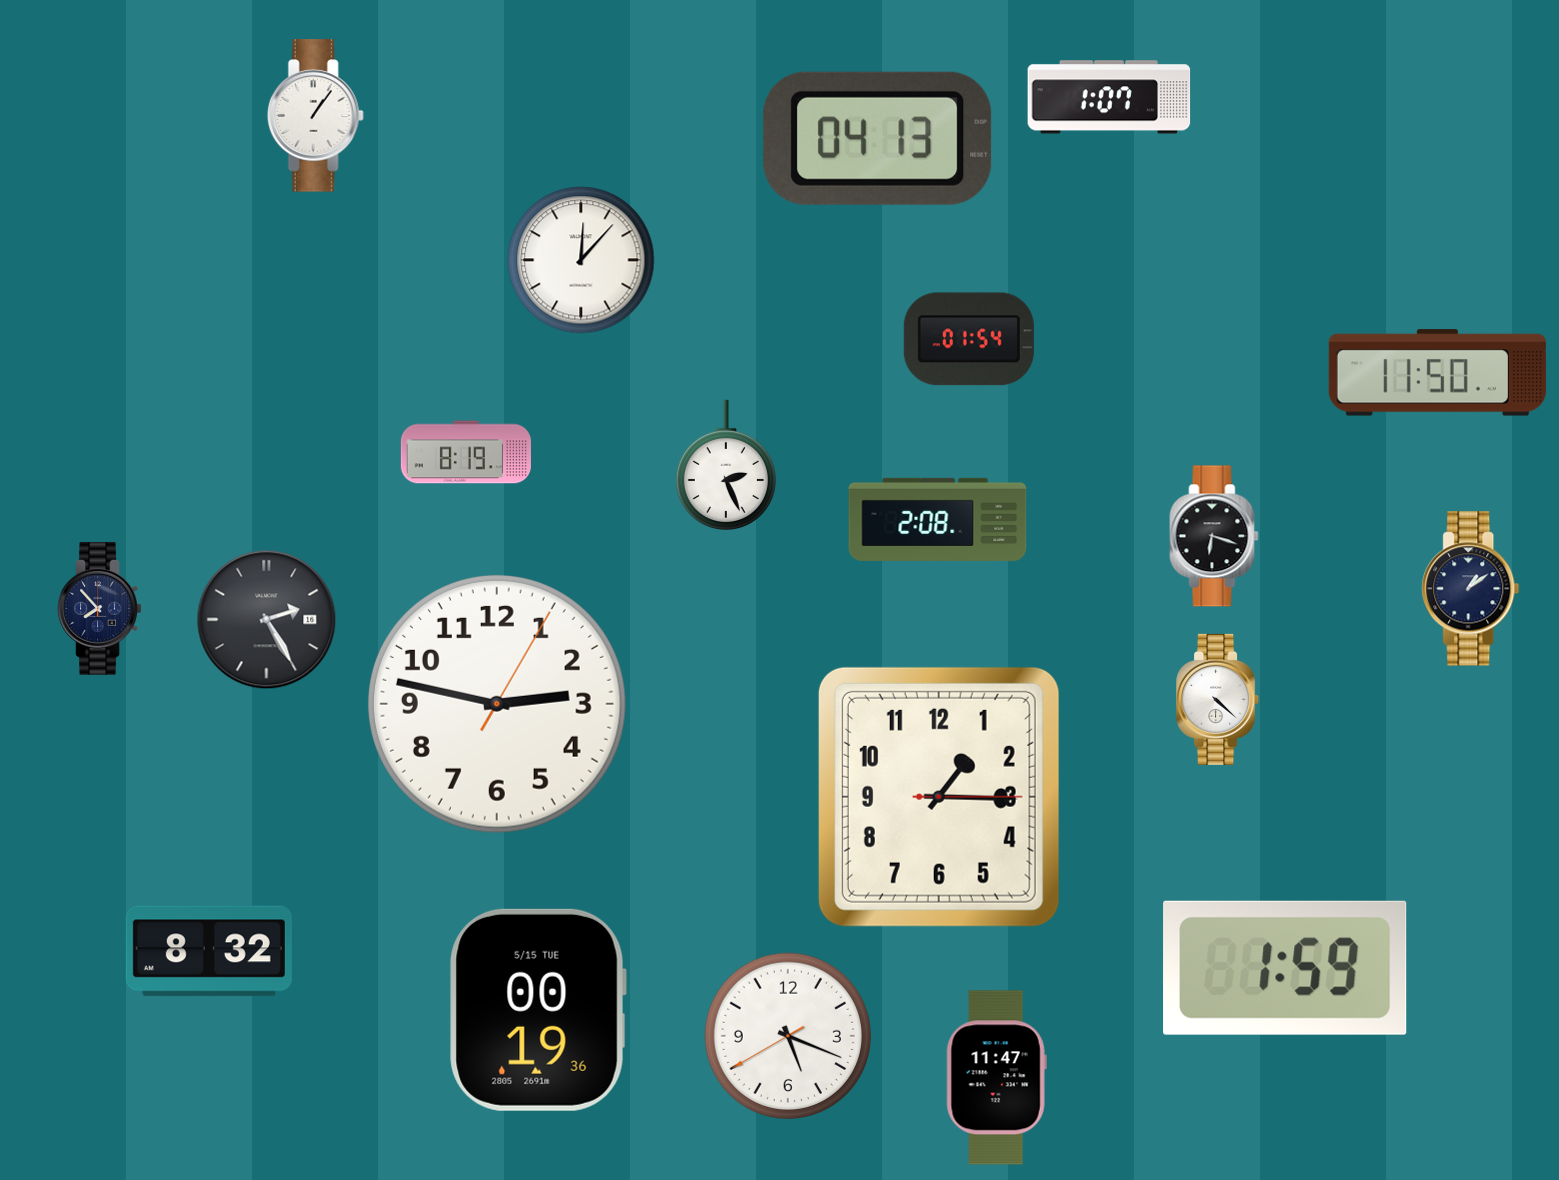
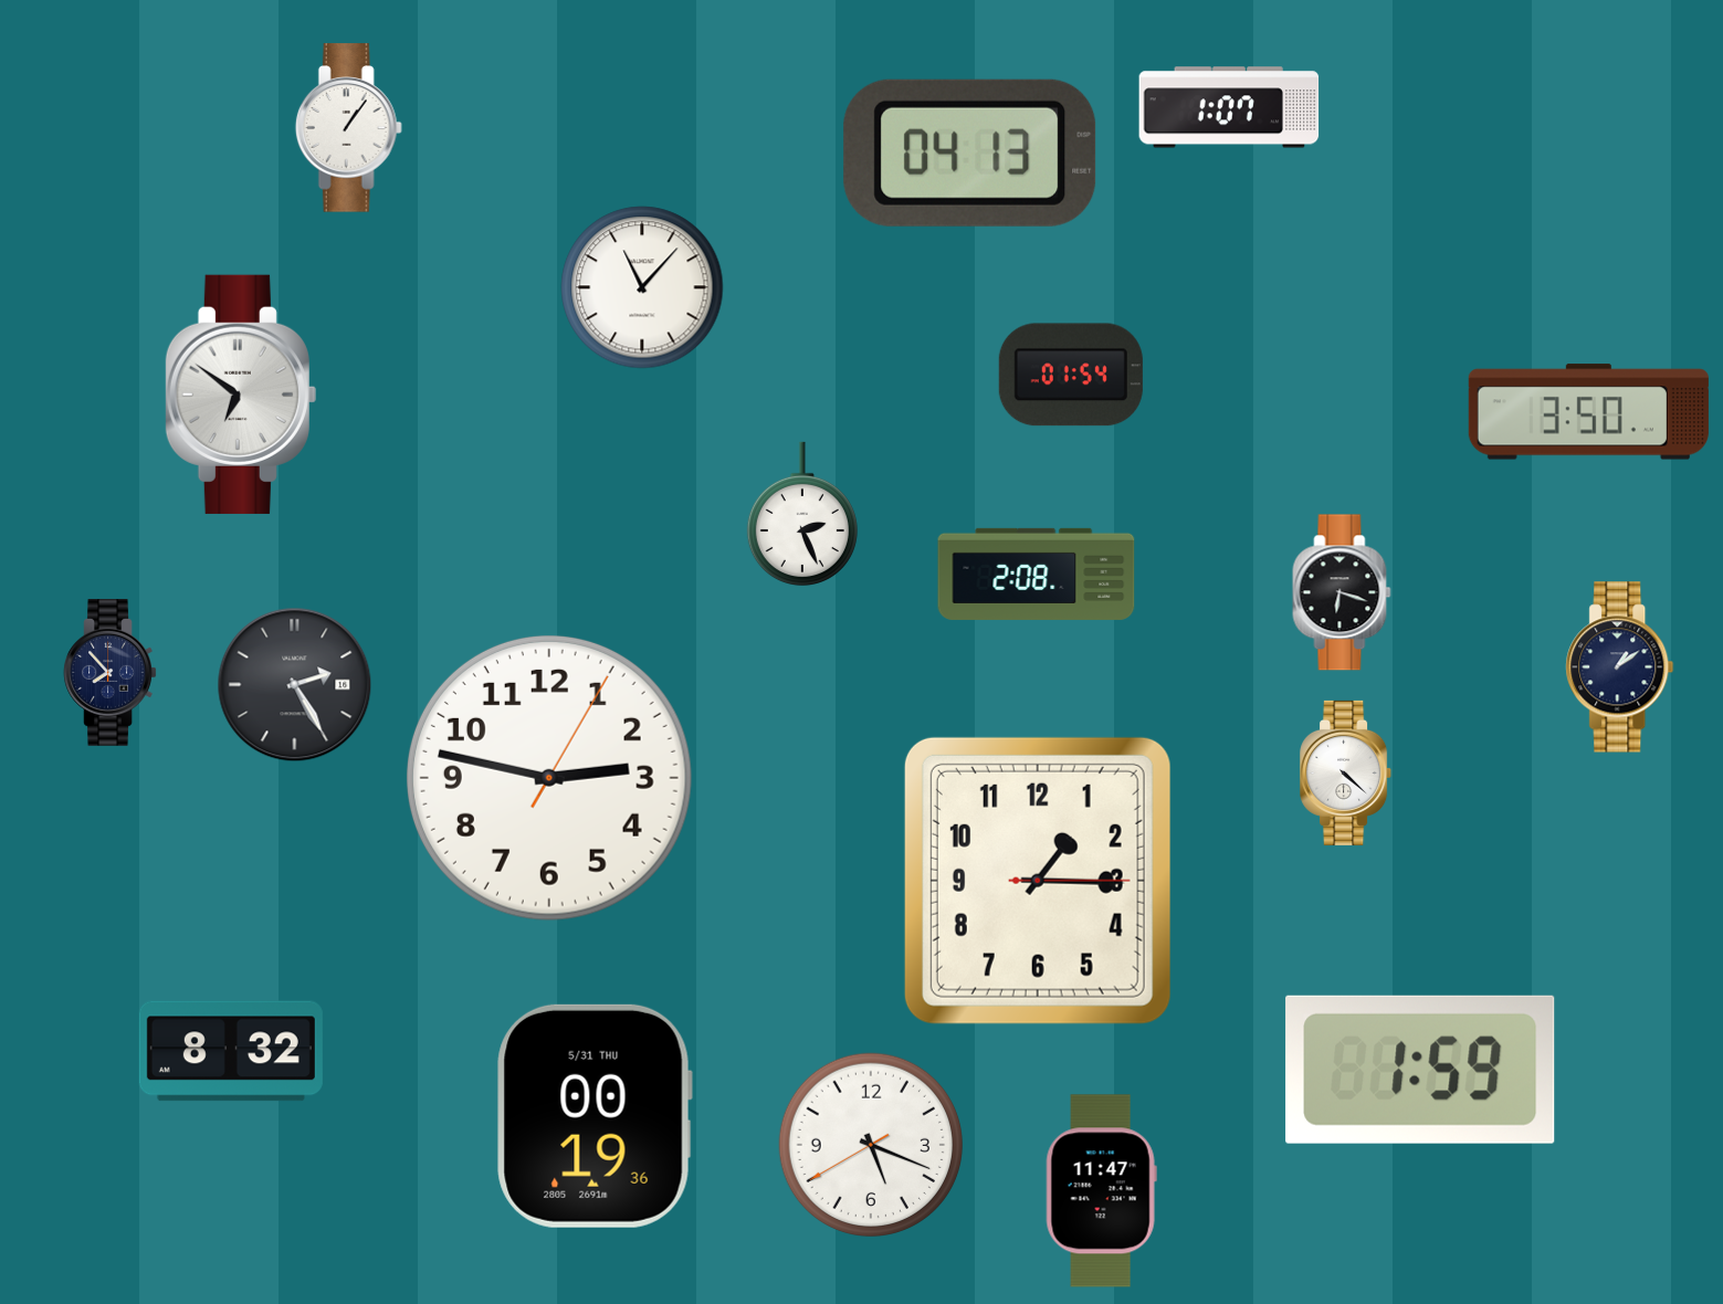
clock at (1109, 97) position: (1109, 97) -> (1229, 107)
clock at (581, 260): 12:07 -> 11:07
clock at (241, 395): none -> 6:51
clock at (1437, 373): 11:50 -> 3:50
clock at (466, 452): 8:19 -> none
clock at (1471, 589) position: (1471, 589) -> (1620, 667)
clock at (538, 1010) date: 5/15 TUE -> 5/31 THU
